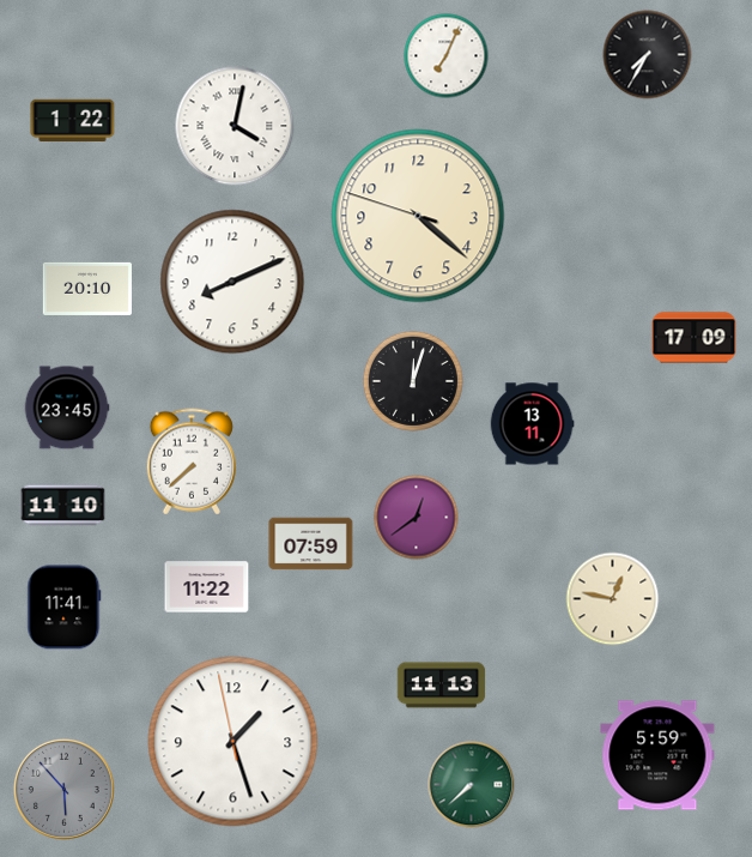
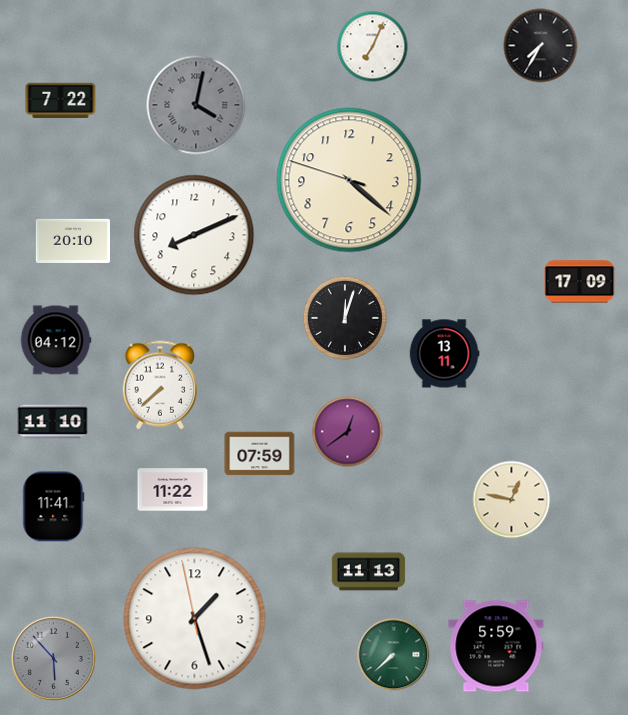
clock at (73, 120): 1:22 -> 7:22
clock at (235, 126) dial: white -> grey
clock at (67, 408): 23:45 -> 04:12
clock at (657, 755) position: (657, 755) -> (496, 646)
